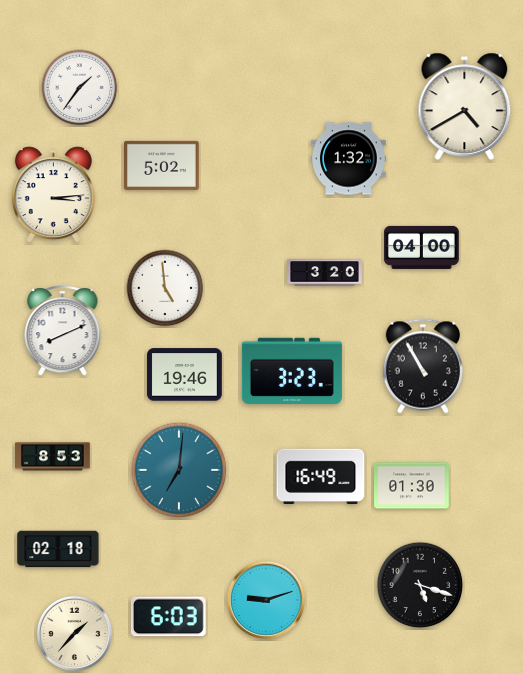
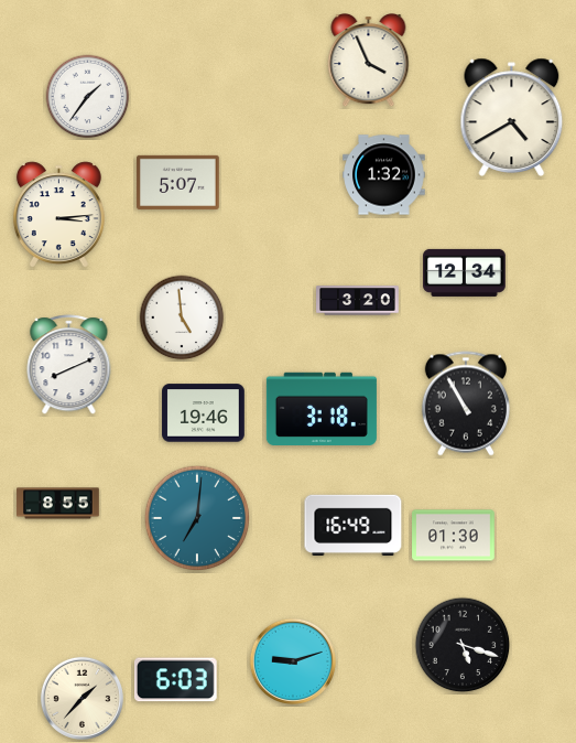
clock at (369, 62): none -> 3:56
clock at (162, 165): 5:02 -> 5:07
clock at (422, 247): 04:00 -> 12:34
clock at (292, 370): 3:23 -> 3:18
clock at (53, 457): 8:53 -> 8:55
clock at (58, 549): 02:18 -> none
clock at (168, 617) position: (168, 617) -> (175, 680)
